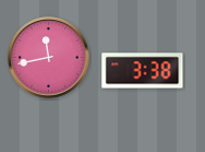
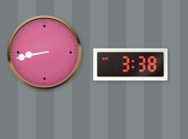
clock at (49, 58): 11:43 -> 8:43
